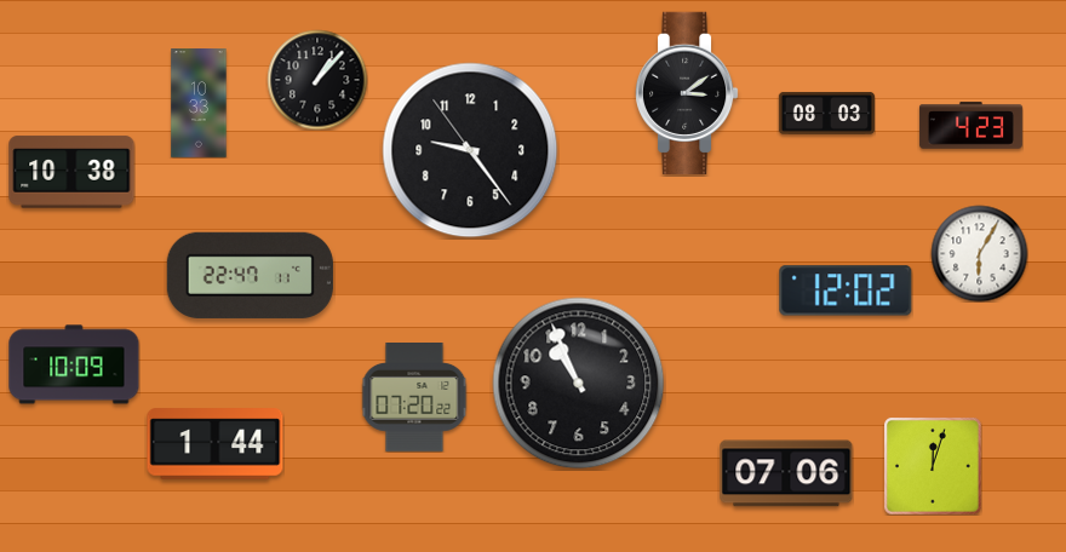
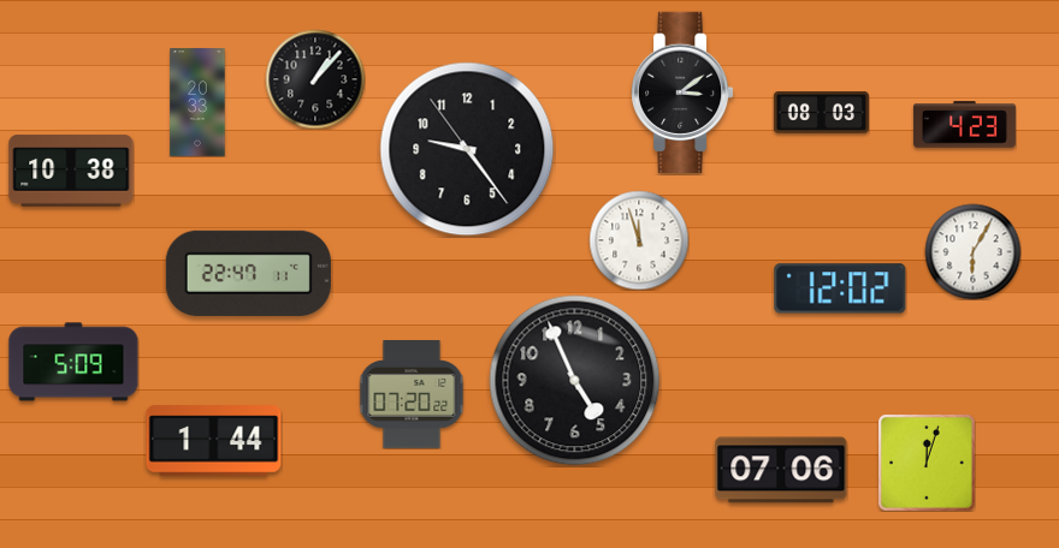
clock at (199, 103): 10:33 -> 20:33
clock at (639, 240): none -> 11:57
clock at (74, 364): 10:09 -> 5:09
clock at (579, 384): 10:56 -> 4:56
